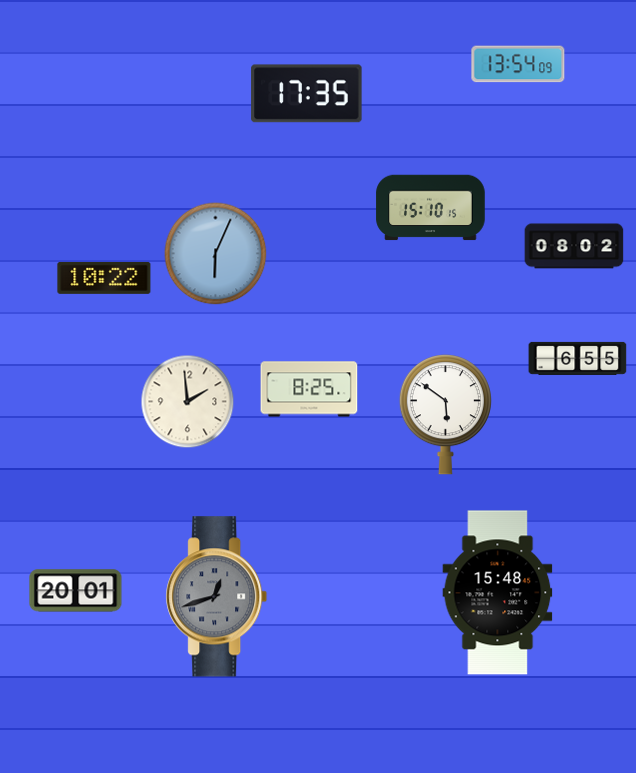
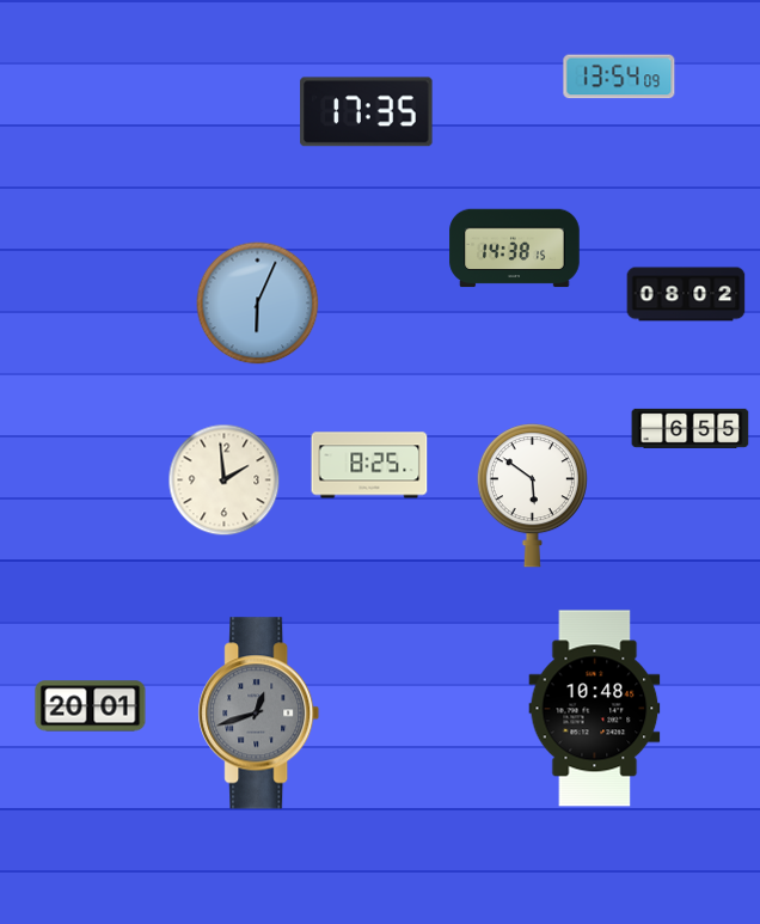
clock at (431, 208): 15:10 -> 14:38
clock at (104, 278): 10:22 -> none
clock at (498, 593): 15:48 -> 10:48
